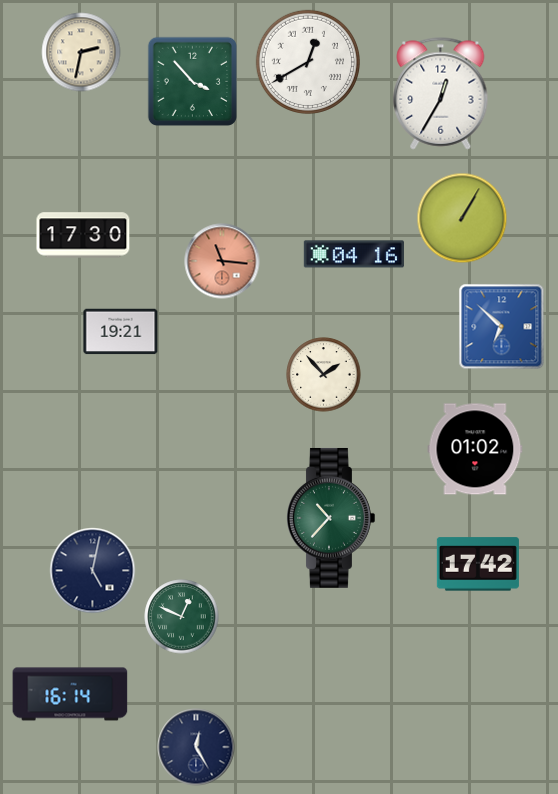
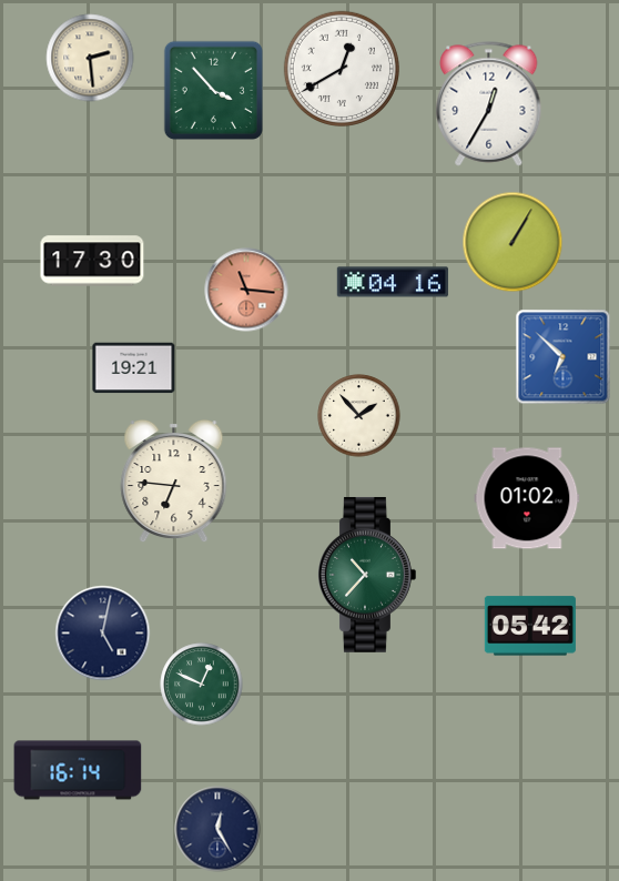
clock at (81, 52): 2:32 -> 2:29
clock at (502, 327) position: (502, 327) -> (564, 357)
clock at (174, 482): none -> 6:46
clock at (478, 564): 17:42 -> 05:42
